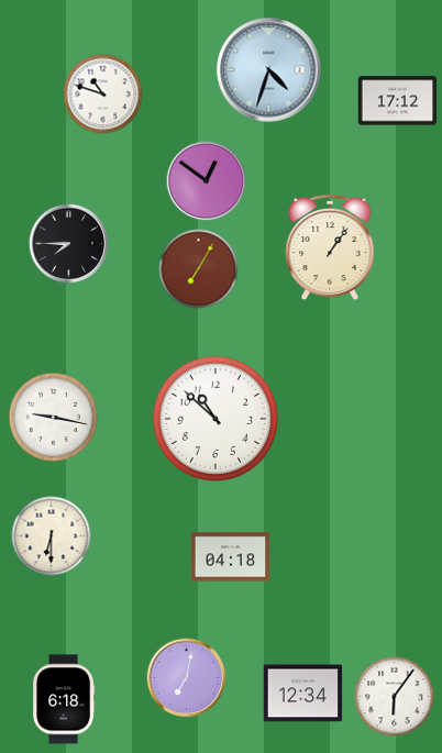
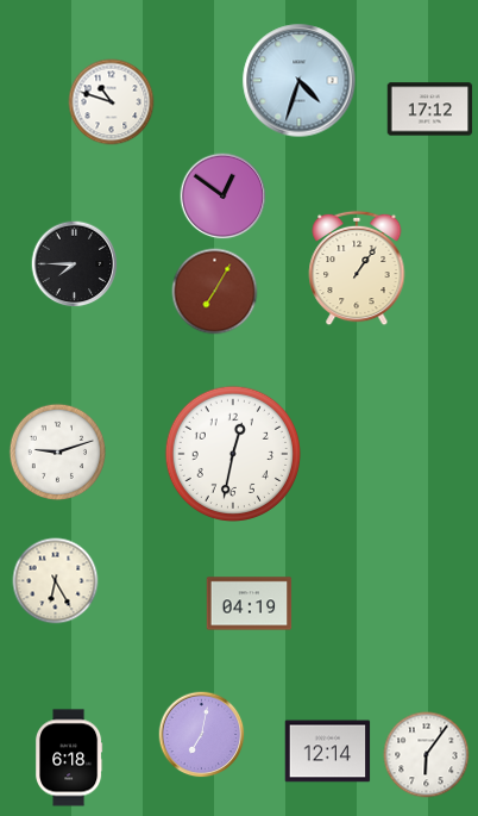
clock at (269, 70) position: (269, 70) -> (300, 81)
clock at (54, 418): 9:17 -> 9:12
clock at (214, 418): 10:52 -> 12:32
clock at (52, 536): 6:30 -> 6:25
clock at (231, 557): 04:18 -> 04:19
clock at (303, 694): 12:34 -> 12:14
